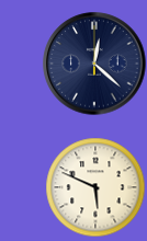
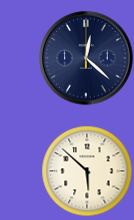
clock at (95, 187): 5:49 -> 5:52
